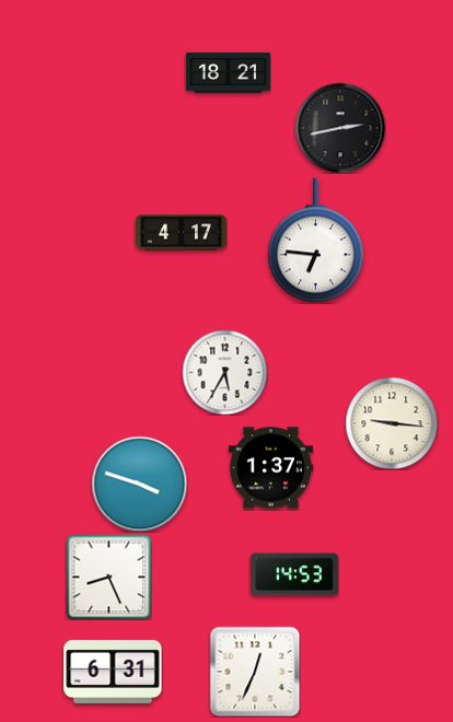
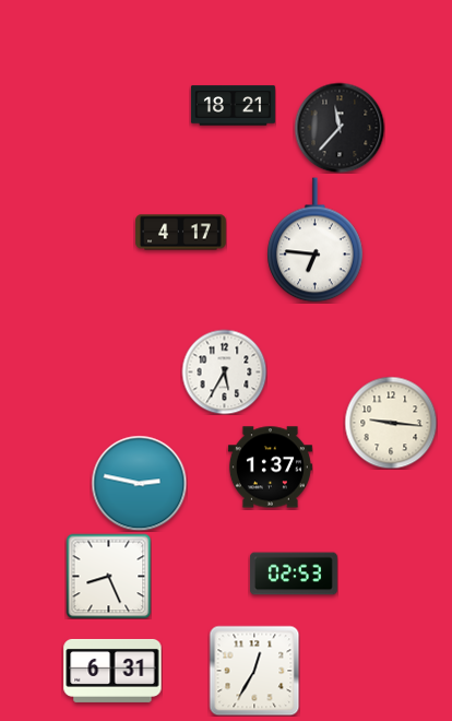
clock at (228, 73) position: (228, 73) -> (233, 106)
clock at (340, 128): 2:43 -> 11:37
clock at (139, 484): 3:48 -> 2:47
clock at (294, 574): 14:53 -> 02:53
clock at (255, 672): 12:34 -> 12:35
